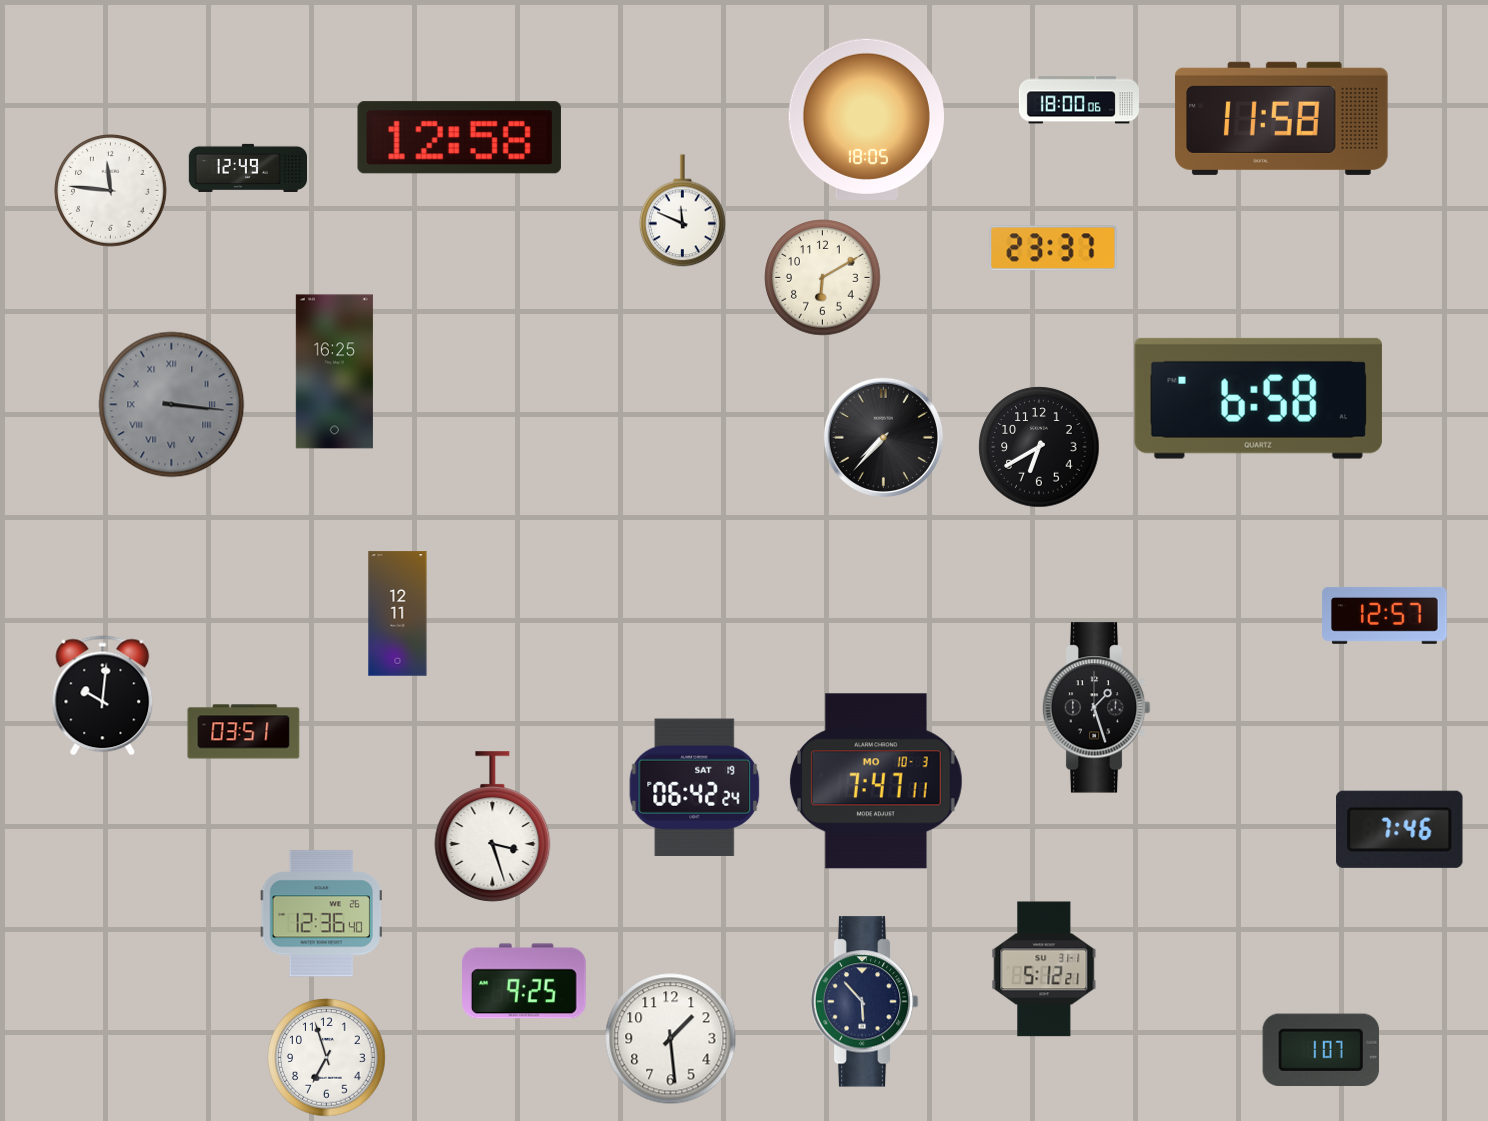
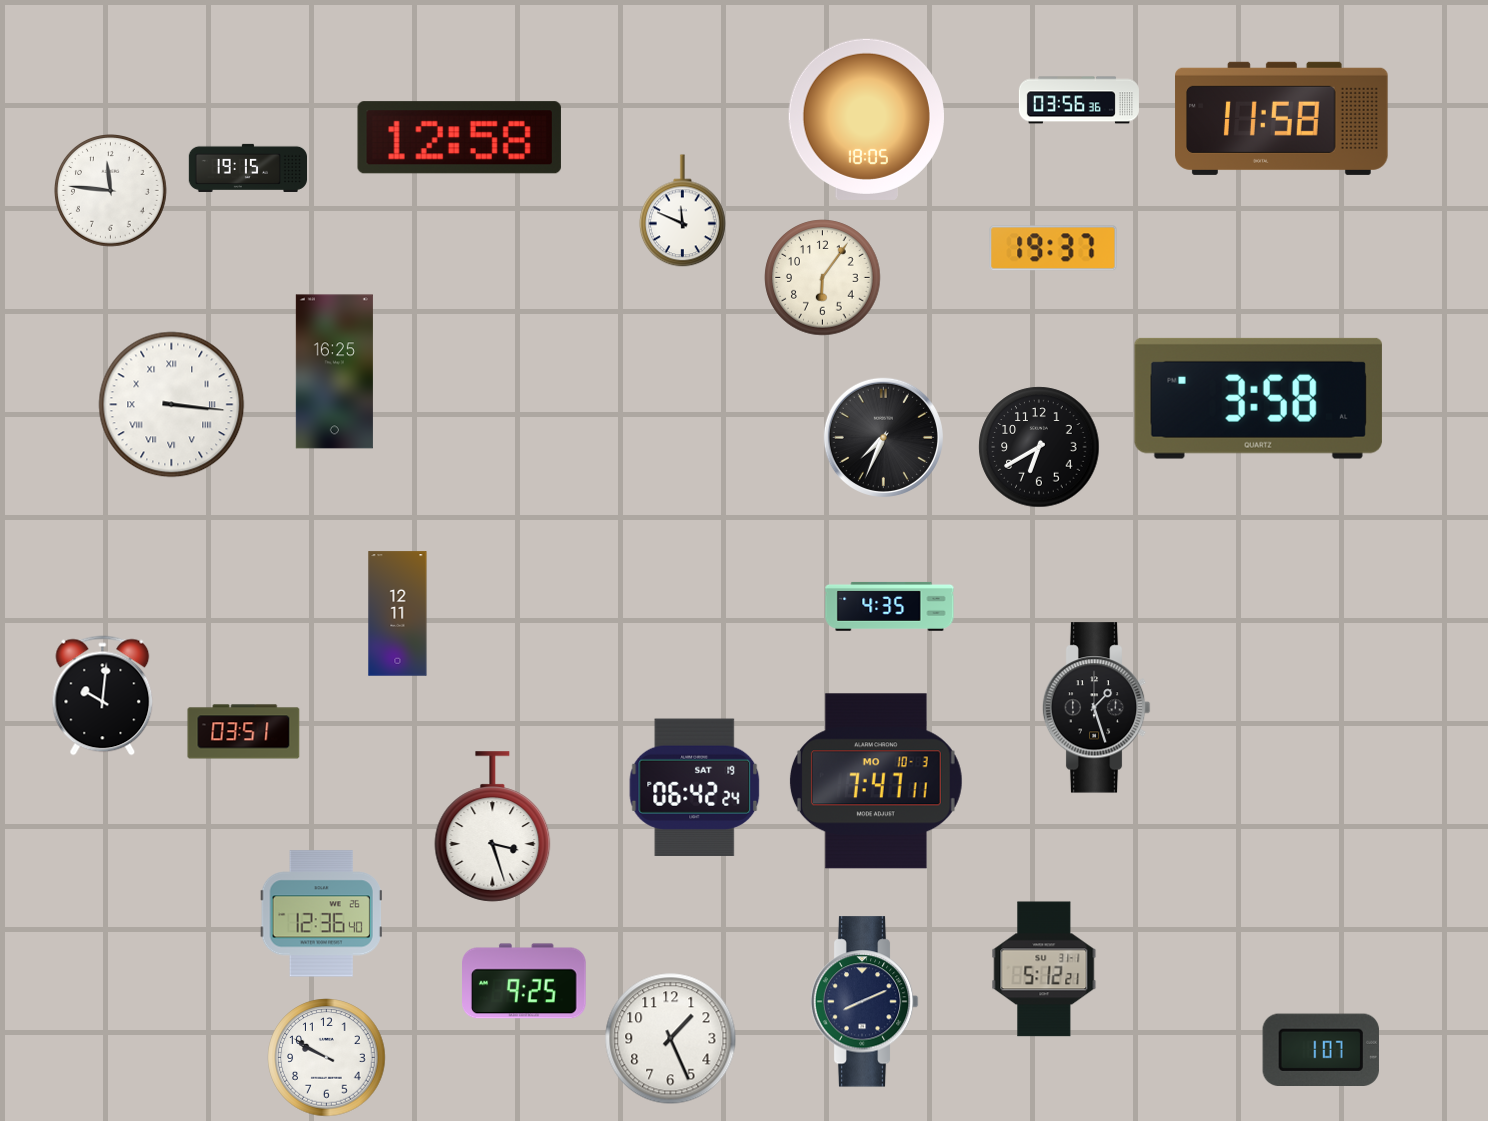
clock at (1079, 100): 18:00 -> 03:56
clock at (247, 168): 12:49 -> 19:15
clock at (1053, 248): 23:37 -> 19:37
clock at (823, 278): 6:10 -> 6:06
clock at (1258, 398): 6:58 -> 3:58
clock at (172, 405) dial: grey -> white
clock at (883, 437): 7:37 -> 7:34
clock at (890, 606): none -> 4:35
clock at (1385, 615): 12:57 -> none
clock at (1400, 829): 7:46 -> none
clock at (864, 1002): 5:53 -> 8:11
clock at (671, 1039): 1:29 -> 1:26
clock at (327, 1058): 6:57 -> 9:50
